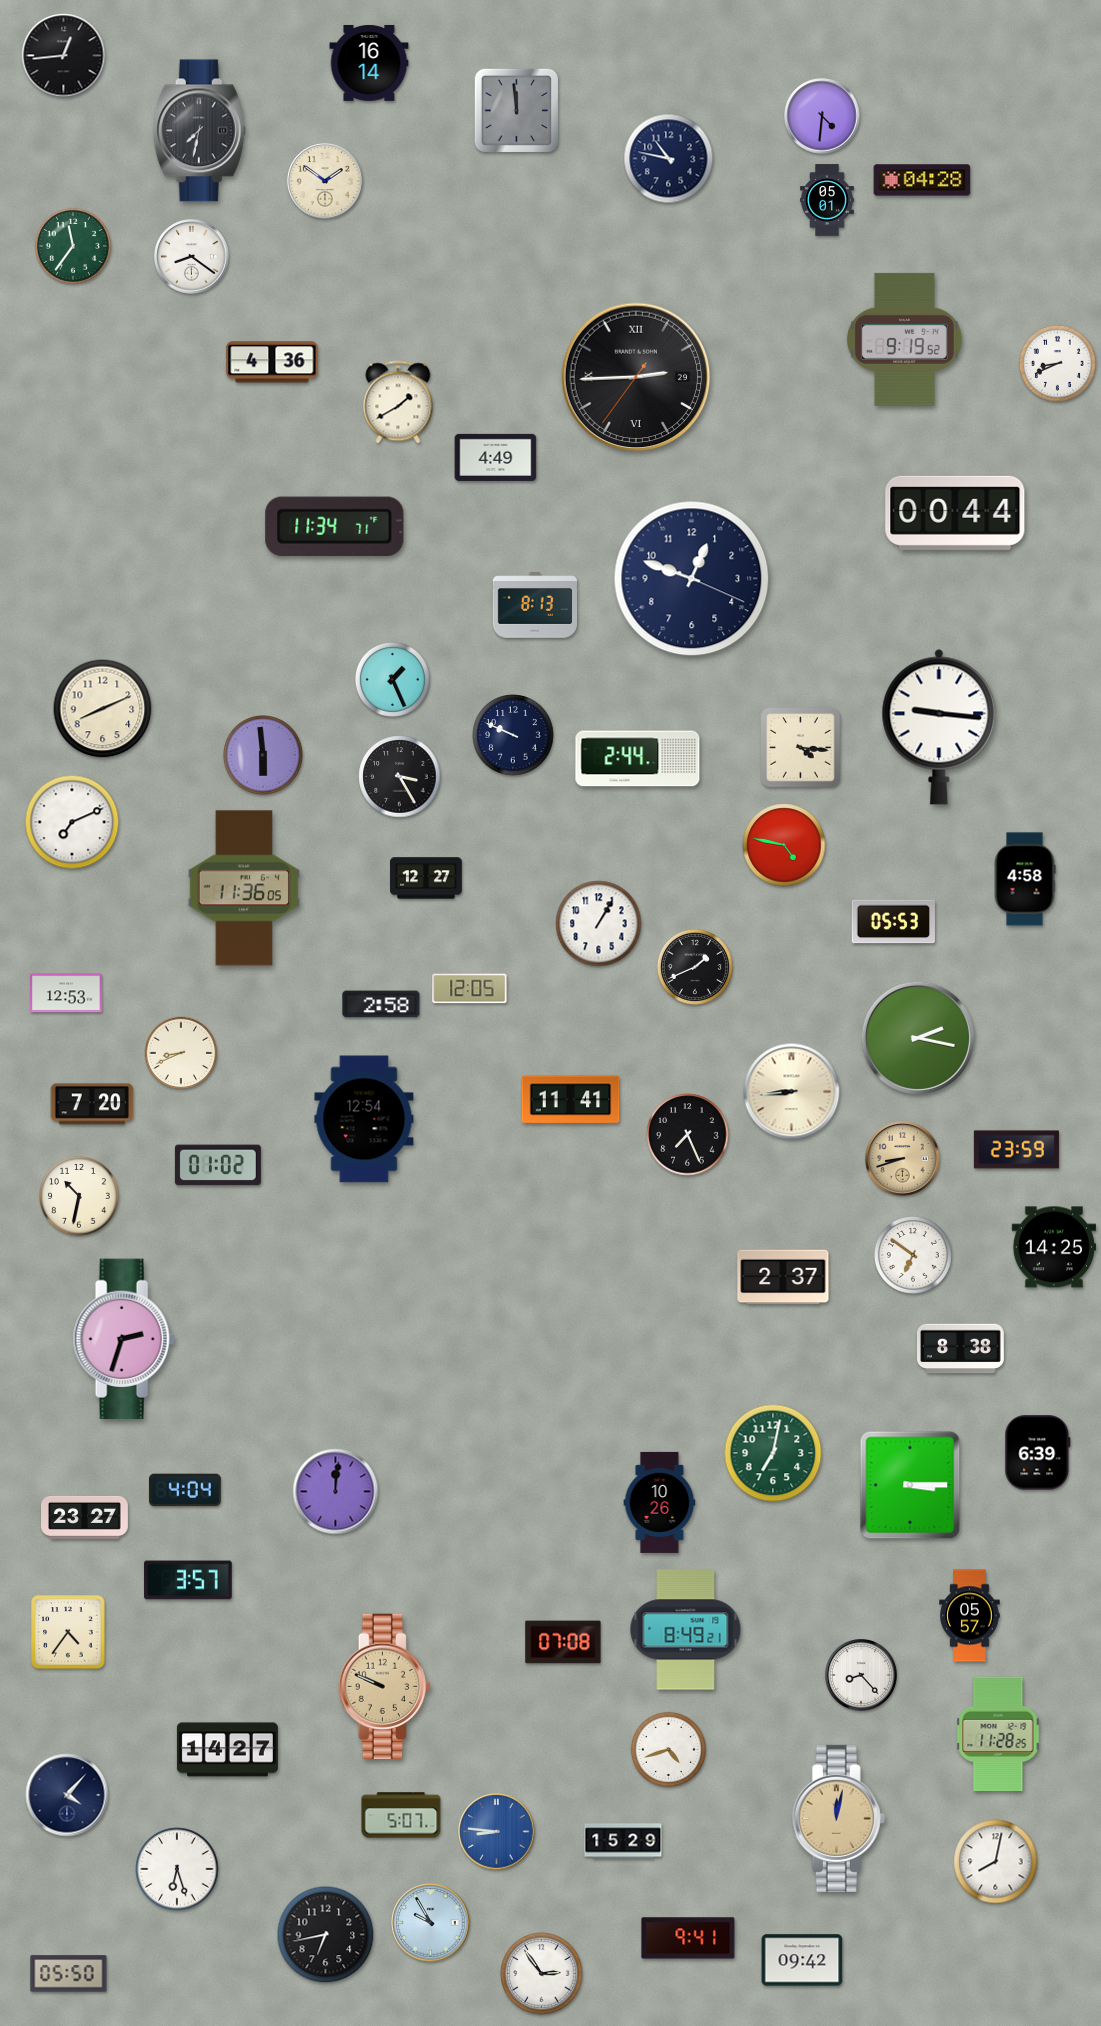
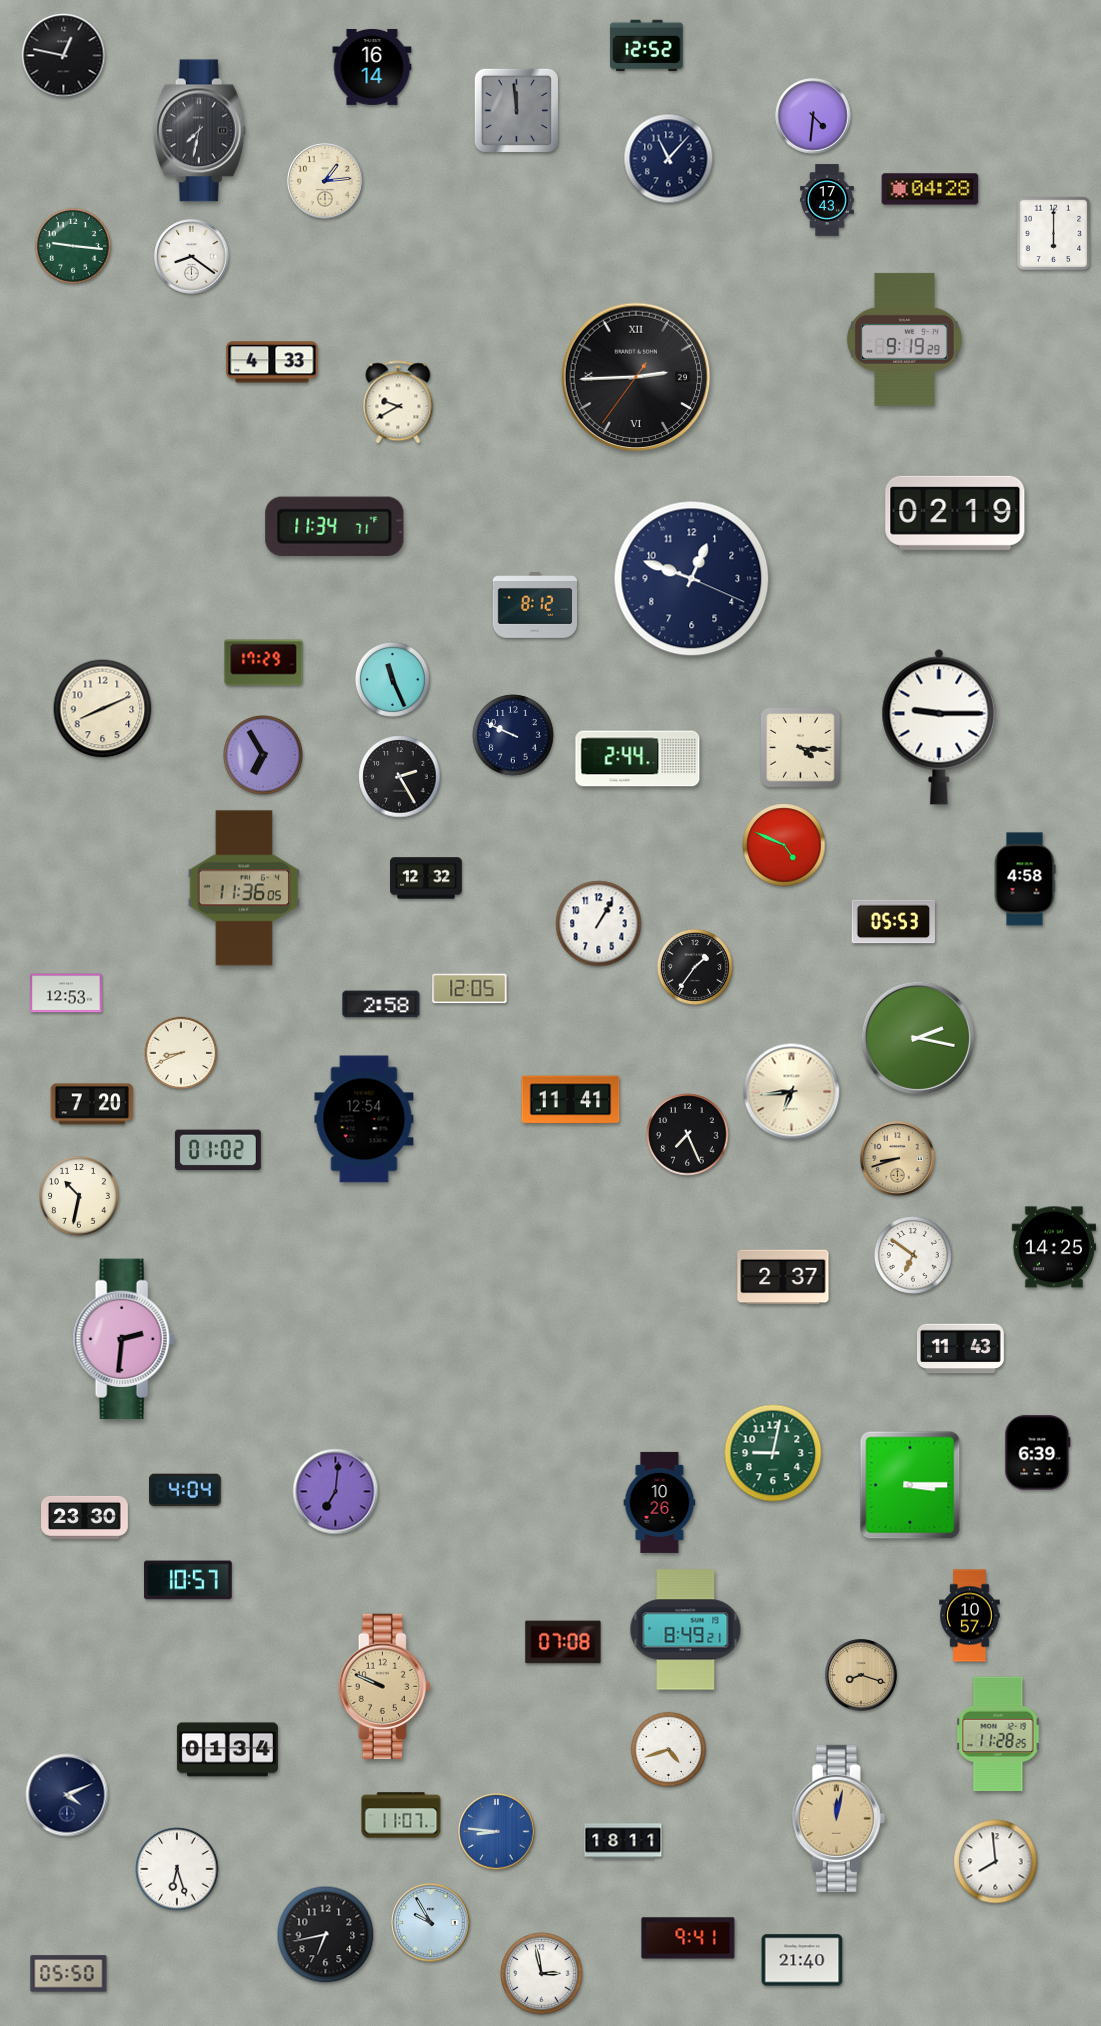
clock at (647, 46): none -> 12:52
clock at (64, 56): 12:44 -> 12:47
clock at (369, 63) position: (369, 63) -> (372, 67)
clock at (822, 116) position: (822, 116) -> (813, 116)
clock at (669, 159): 10:47 -> 11:07
clock at (922, 180) position: (922, 180) -> (930, 189)
clock at (325, 181): 1:51 -> 1:14
clock at (827, 200): 05:01 -> 17:43
clock at (1054, 234): none -> 6:00
clock at (73, 246): 11:36 -> 9:16
clock at (905, 339): 9:19:52 -> 9:19:29
clock at (272, 362): 4:36 -> 4:33
clock at (1057, 363): 8:41 -> none
clock at (398, 402): 1:40 -> 9:40
clock at (496, 457): 4:49 -> none
clock at (955, 513): 00:44 -> 02:19
clock at (534, 605): 8:13 -> 8:12
clock at (264, 663): none -> 17:29
clock at (392, 679): 1:26 -> 11:26
clock at (939, 727): 9:16 -> 9:15
clock at (263, 755): 5:59 -> 6:55
clock at (400, 777): 3:25 -> 2:25
clock at (72, 822): 7:11 -> none
clock at (784, 845): 4:47 -> 4:49
clock at (426, 878): 12:27 -> 12:32
clock at (695, 967): 1:41 -> 1:36
clock at (792, 1092): 8:44 -> 6:44
clock at (1016, 1150): 23:59 -> none
clock at (903, 1159) position: (903, 1159) -> (898, 1159)
clock at (218, 1165) position: (218, 1165) -> (218, 1150)
clock at (124, 1339): 2:33 -> 2:31
clock at (961, 1349): 8:38 -> 11:43
clock at (773, 1453): 7:02 -> 9:02
clock at (336, 1492): 12:01 -> 7:01
clock at (85, 1517): 23:27 -> 23:30
clock at (188, 1580): 3:57 -> 10:57
clock at (970, 1616): 05:57 -> 10:57
clock at (68, 1632): 4:36 -> none
clock at (862, 1676): 8:23 -> 8:18
clock at (862, 1676) dial: white -> champagne
clock at (227, 1750): 14:27 -> 01:34
clock at (67, 1795): 4:07 -> 4:11
clock at (401, 1815): 5:07 -> 11:07
clock at (623, 1841): 15:29 -> 18:11
clock at (996, 1862): 8:02 -> 7:59
clock at (802, 1960): 09:42 -> 21:40
clock at (542, 1974): 2:54 -> 2:58
